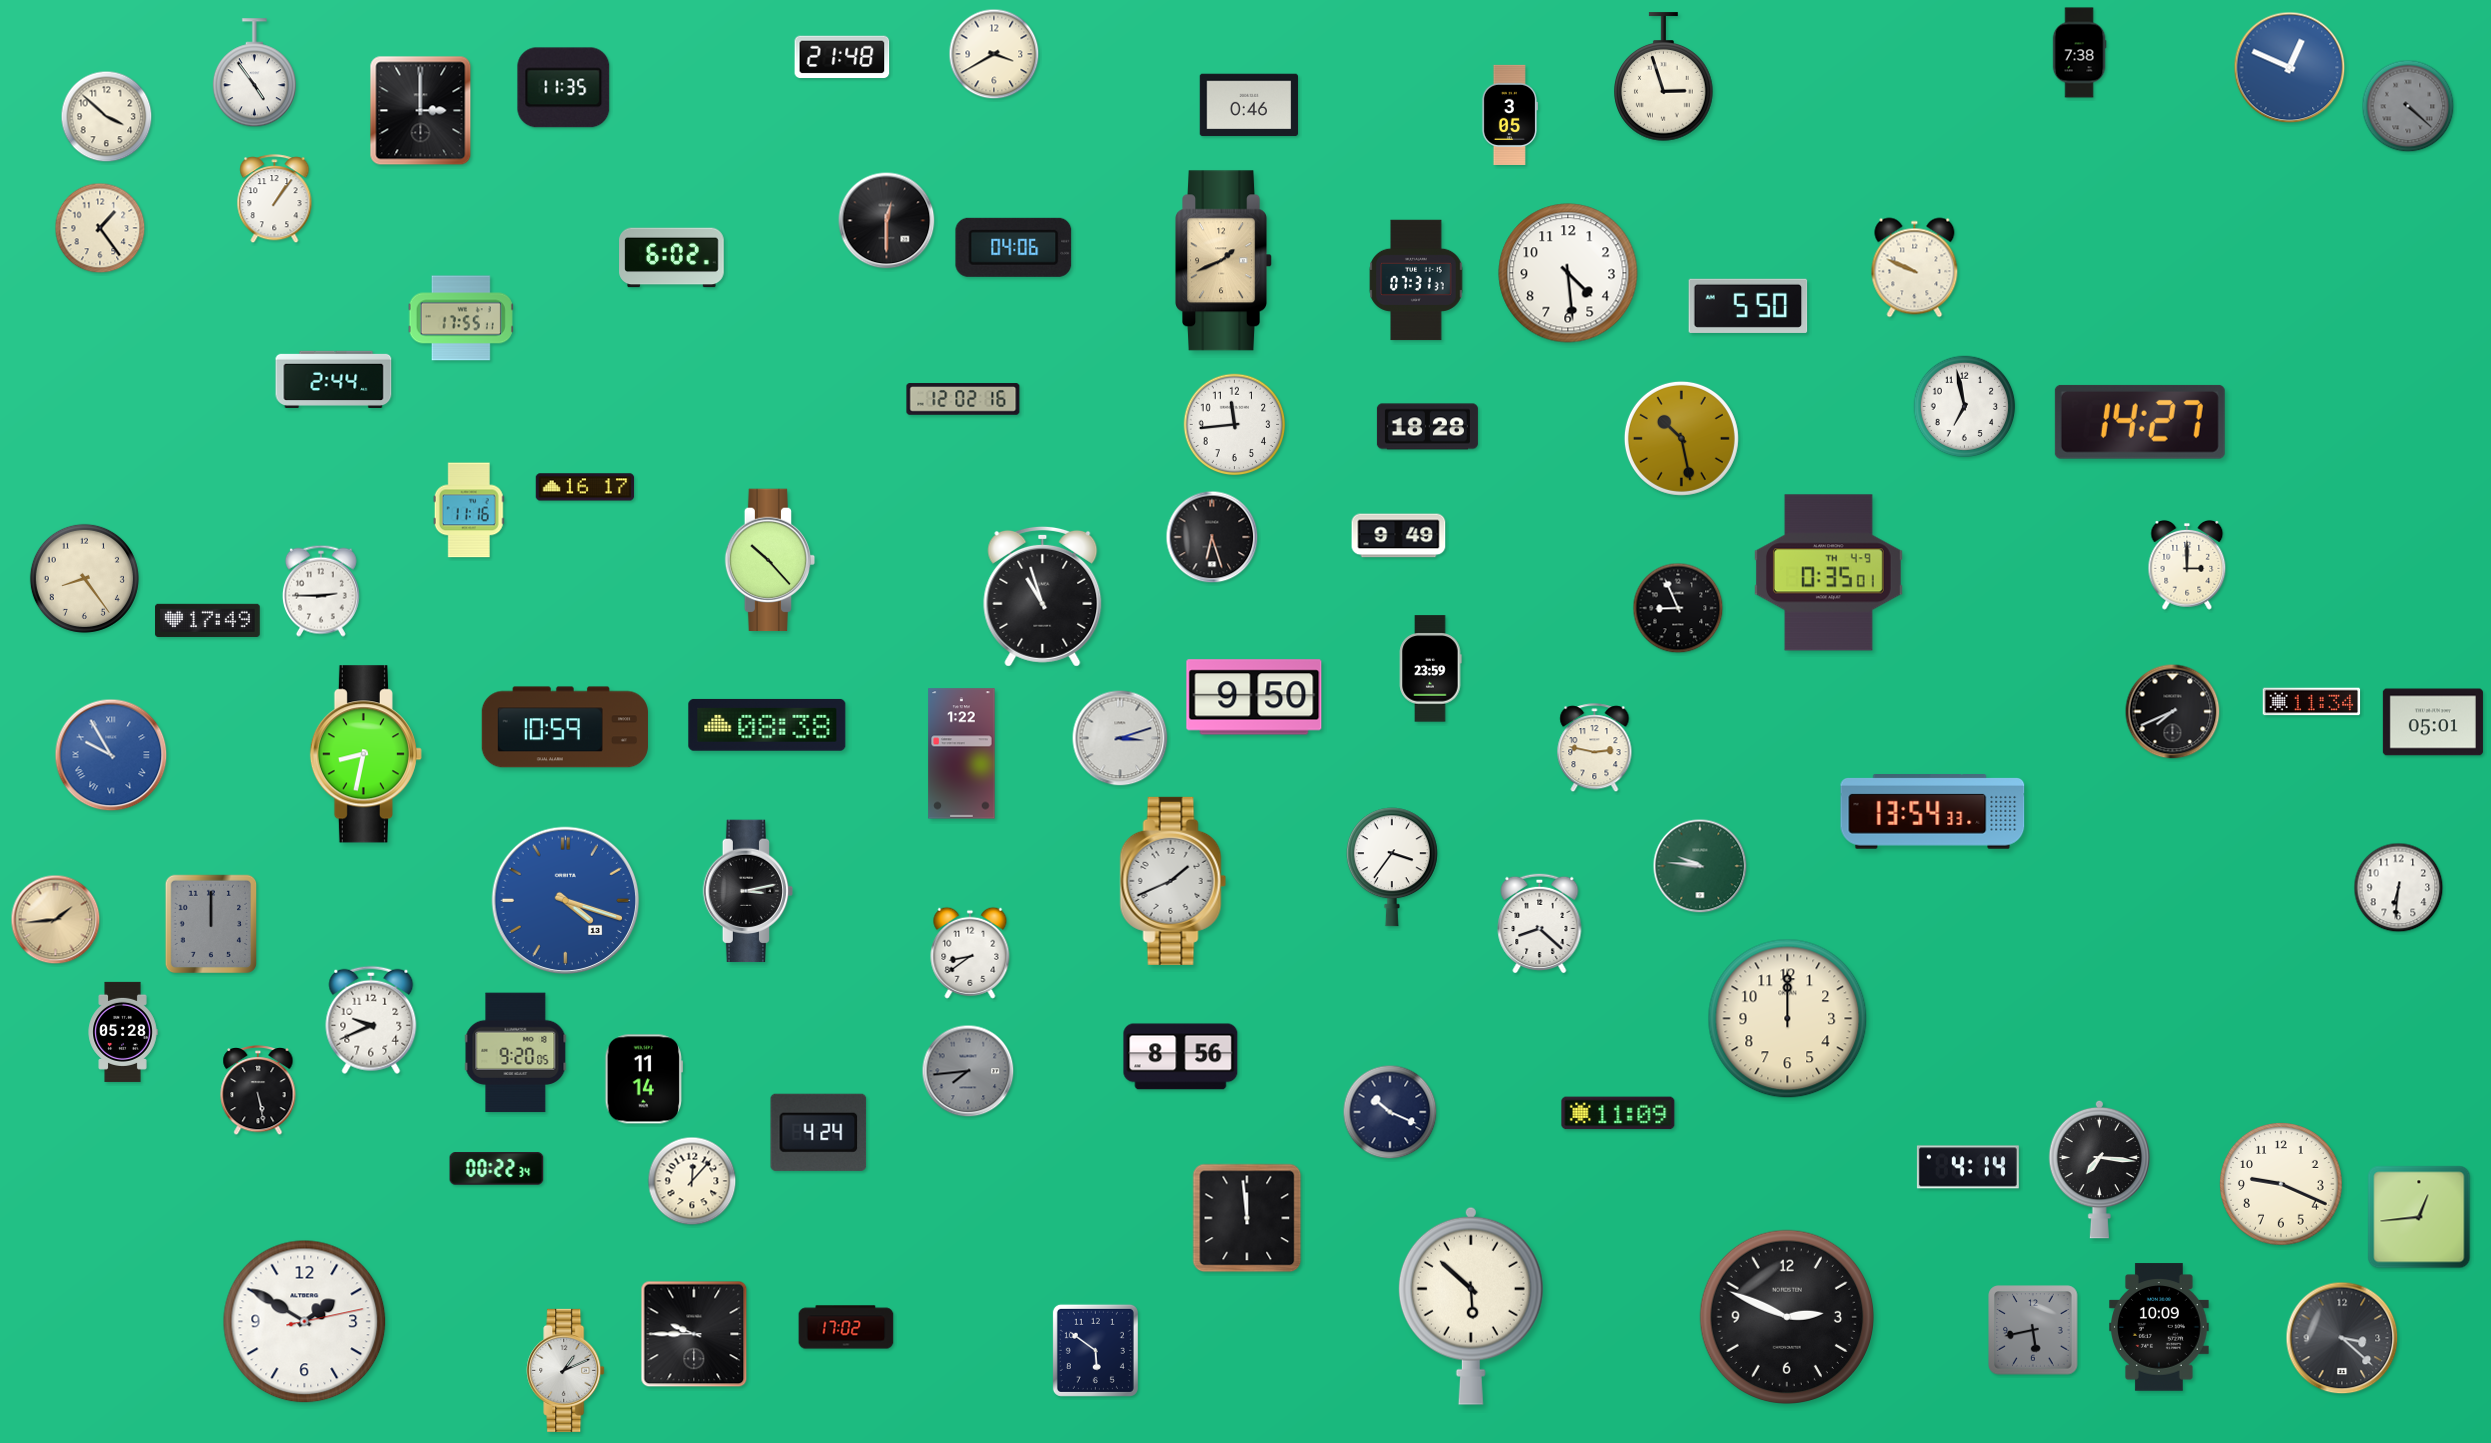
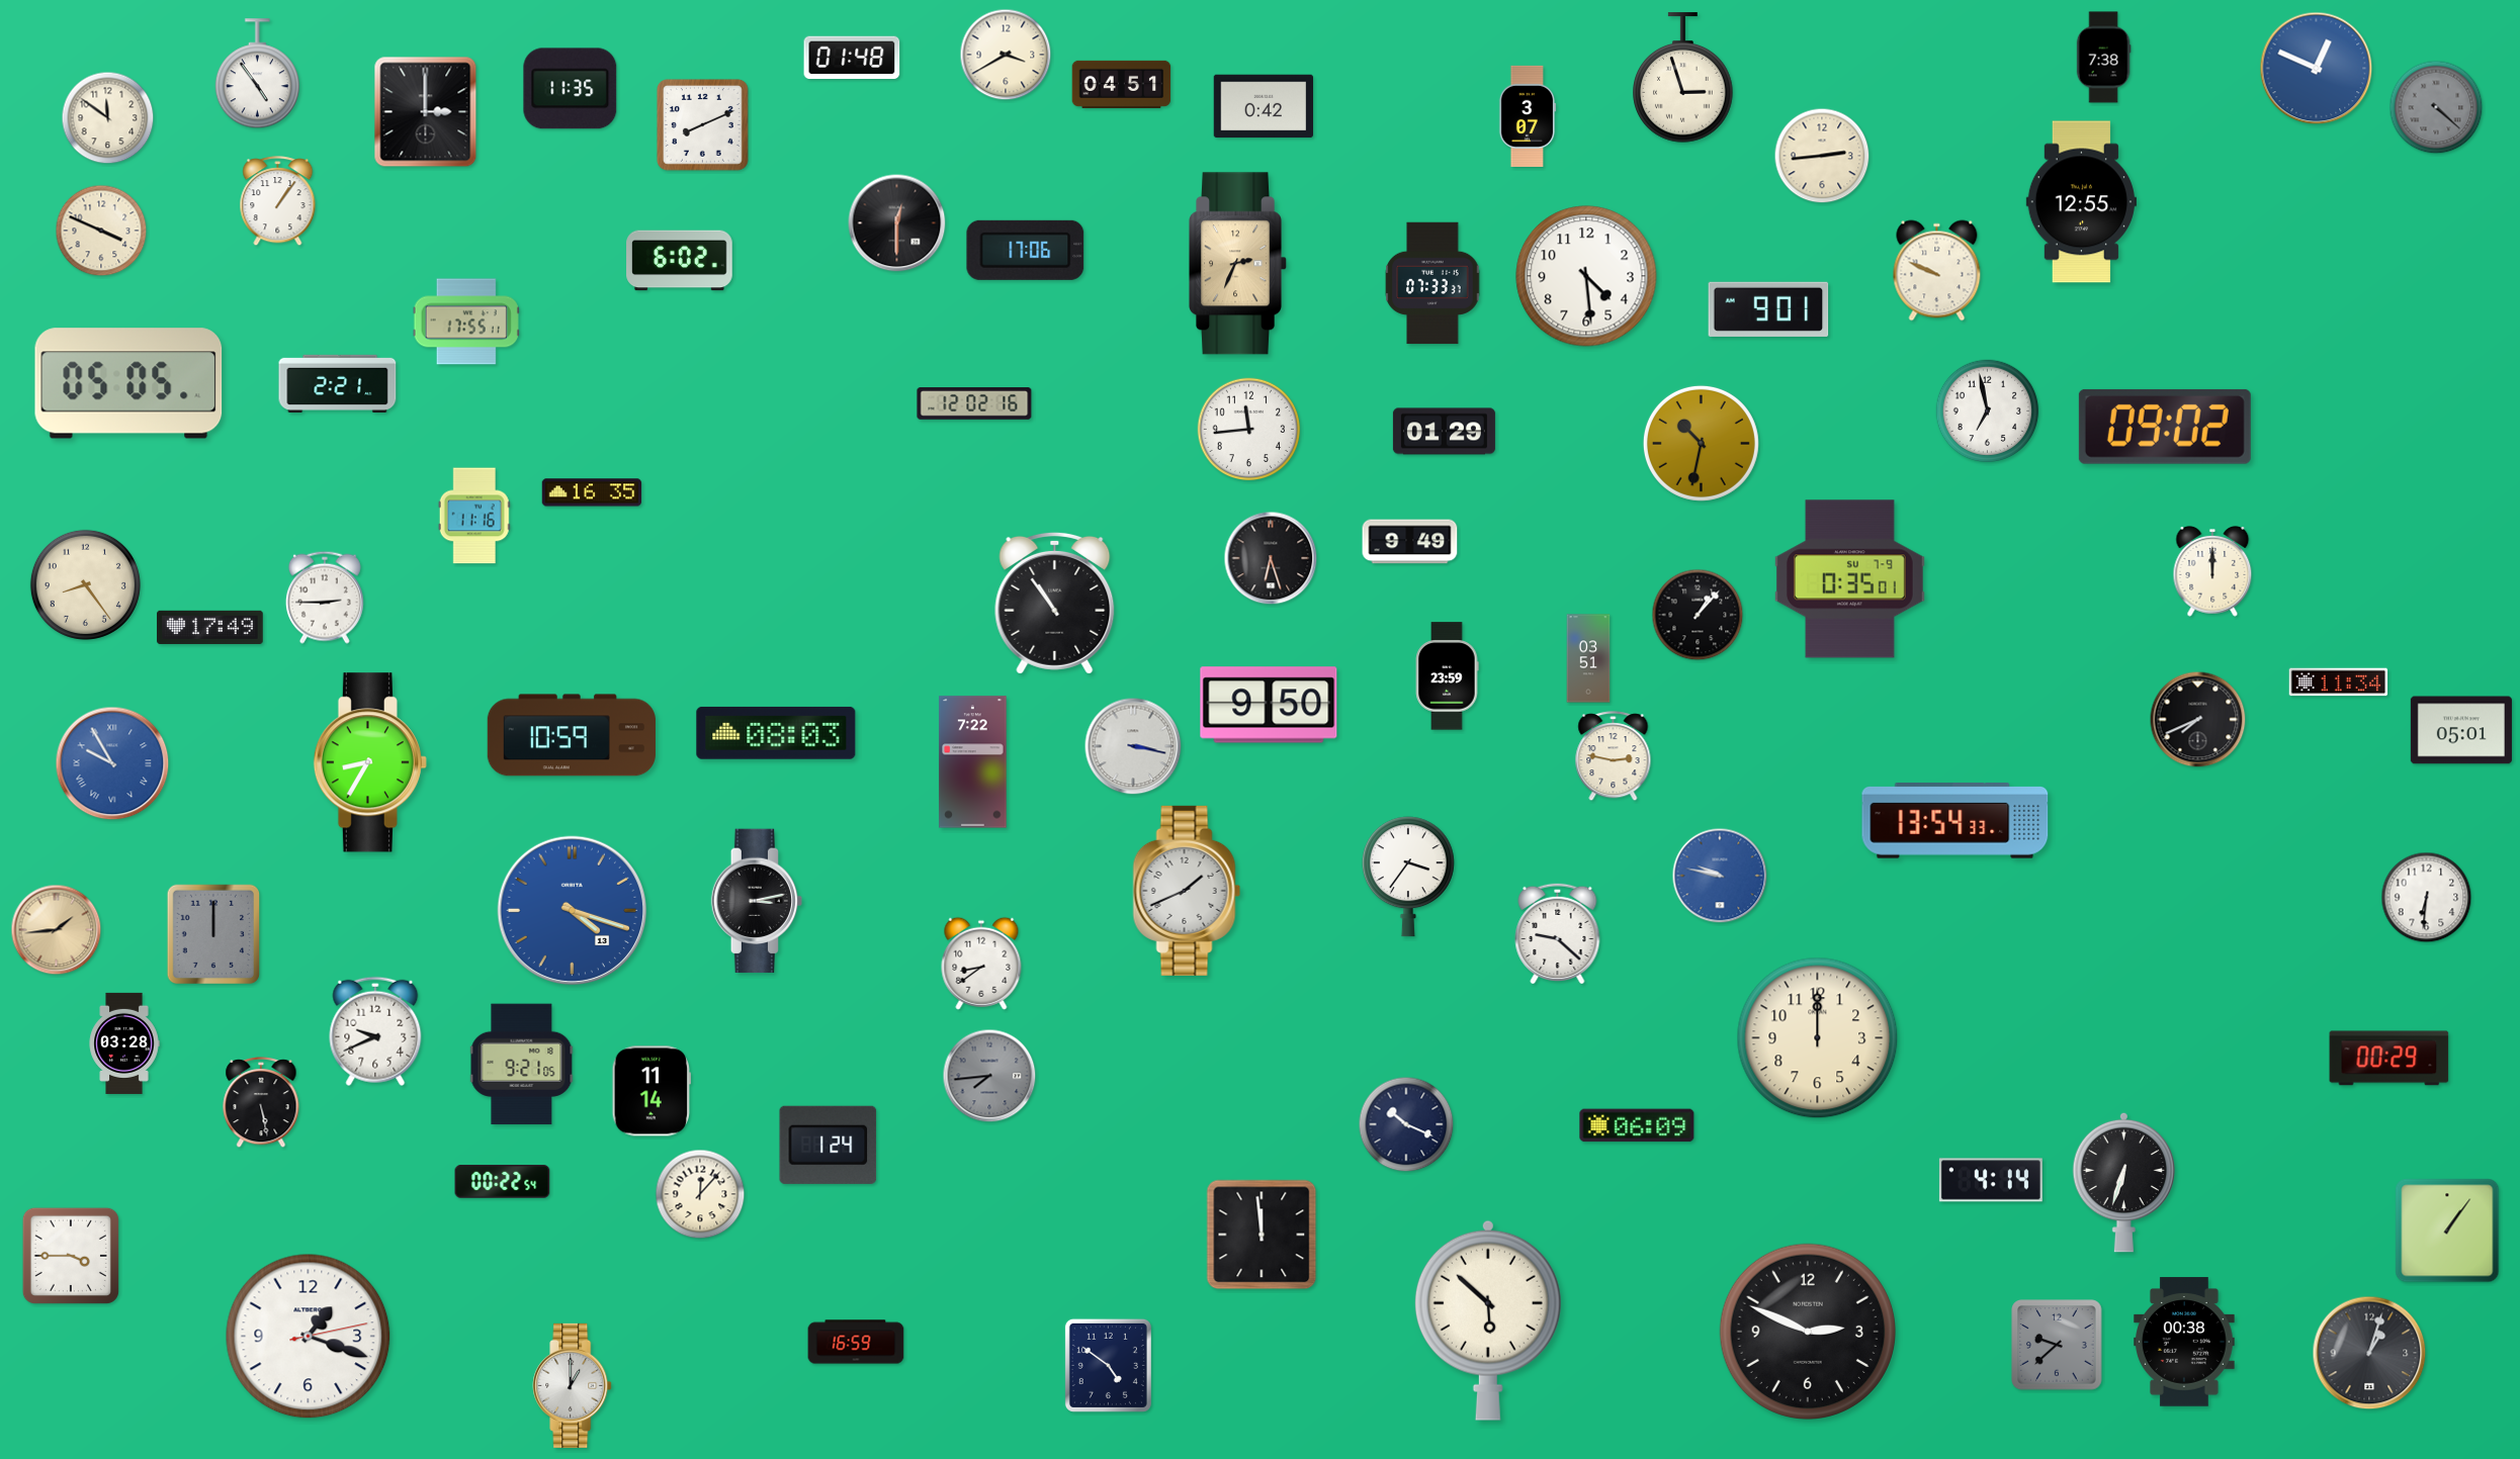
clock at (2079, 53) position: (2079, 53) -> (2103, 58)
clock at (842, 57): 21:48 -> 01:48
clock at (1122, 84): none -> 04:51
clock at (1248, 105): 0:46 -> 0:42
clock at (1510, 115): 3:05 -> 3:07
clock at (107, 117): 3:52 -> 11:51
clock at (702, 124): none -> 8:11
clock at (1822, 156): none -> 2:44
clock at (2081, 202): none -> 12:55
clock at (100, 228): 1:24 -> 3:49
clock at (1014, 247): 04:06 -> 17:06
clock at (1224, 261): 1:41 -> 2:34
clock at (1416, 280): 07:31 -> 07:33
clock at (1748, 306): 5:50 -> 9:01
clock at (128, 383): none -> 05:05
clock at (334, 379): 2:44 -> 2:21
clock at (2140, 422): 14:27 -> 09:02
clock at (1427, 427): 18:28 -> 01:29
clock at (1681, 438): 10:28 -> 10:32
clock at (585, 487): 16:17 -> 16:35
clock at (1399, 536) position: (1399, 536) -> (1410, 542)
clock at (1212, 537) position: (1212, 537) -> (1271, 558)
clock at (770, 560): 10:23 -> none
clock at (2187, 565): 3:00 -> 12:00
clock at (1829, 573) date: TH 4-9 -> SU 7-9
clock at (1043, 596): 10:57 -> 10:54
clock at (1678, 608): 8:56 -> 1:07
clock at (1588, 658): none -> 03:51
clock at (2312, 702) position: (2312, 702) -> (2339, 682)
clock at (767, 725): 08:38 -> 08:03
clock at (1120, 738): 3:12 -> 3:17
clock at (366, 754): 8:32 -> 8:35
clock at (962, 754): 1:22 -> 7:22
clock at (1700, 866): 9:46 -> 9:47
clock at (1700, 866) dial: green -> blue
clock at (1540, 923): 8:22 -> 9:22
clock at (1788, 1019) position: (1788, 1019) -> (1818, 1038)
clock at (123, 1032): 05:28 -> 03:28
clock at (2389, 1059): none -> 00:29
clock at (516, 1053): 9:20 -> 9:21
clock at (1181, 1057): 8:56 -> none
clock at (968, 1071) position: (968, 1071) -> (989, 1076)
clock at (1618, 1113): 11:09 -> 06:09
clock at (819, 1132): 4:24 -> 1:24
clock at (497, 1169): 00:22:34 -> 00:22:54
clock at (2099, 1169): 7:16 -> 6:33
clock at (2282, 1185): 9:19 -> none
clock at (2419, 1217): 12:44 -> 1:06
clock at (1247, 1218) position: (1247, 1218) -> (1262, 1235)
clock at (71, 1256): none -> 3:45
clock at (305, 1322): 1:50 -> 1:18
clock at (846, 1327): 17:02 -> 16:59
clock at (2159, 1327): 10:09 -> 00:38
clock at (2033, 1330): 5:43 -> 9:38
clock at (694, 1334): 9:45 -> none
clock at (2342, 1338): 3:22 -> 1:03
clock at (1095, 1350): 5:51 -> 4:51
clock at (566, 1370): 1:11 -> 1:00
